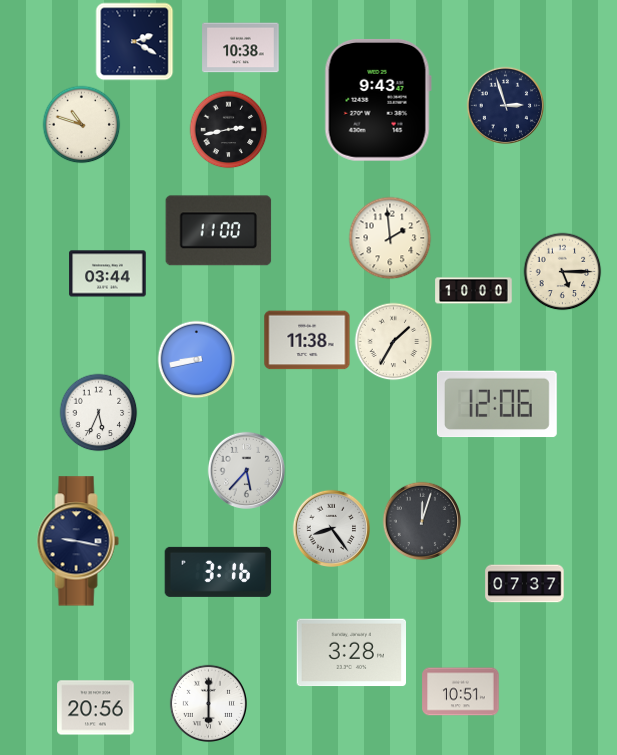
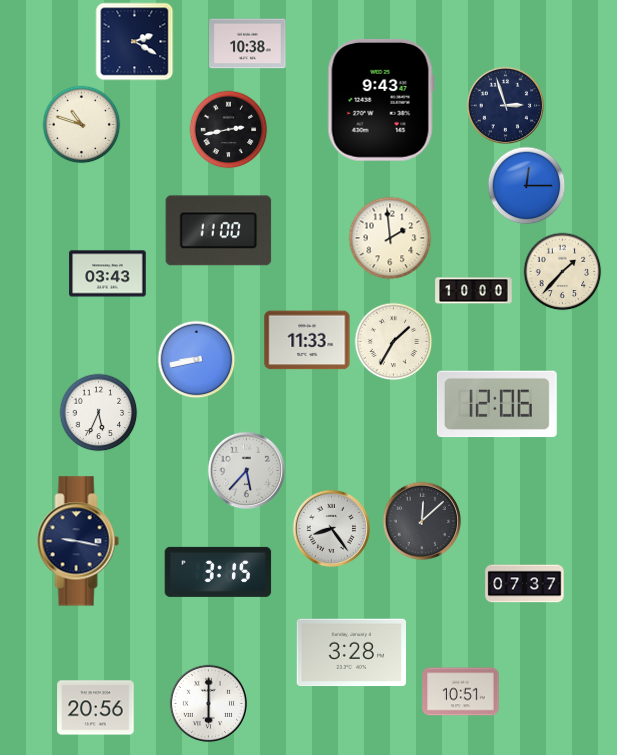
clock at (241, 48) position: (241, 48) -> (248, 44)
clock at (378, 100) position: (378, 100) -> (381, 100)
clock at (526, 185): none -> 12:15
clock at (562, 271): 5:15 -> 1:37
clock at (108, 274): 03:44 -> 03:43
clock at (307, 340): 11:38 -> 11:33
clock at (422, 521): 12:03 -> 12:08
clock at (218, 572): 3:16 -> 3:15
